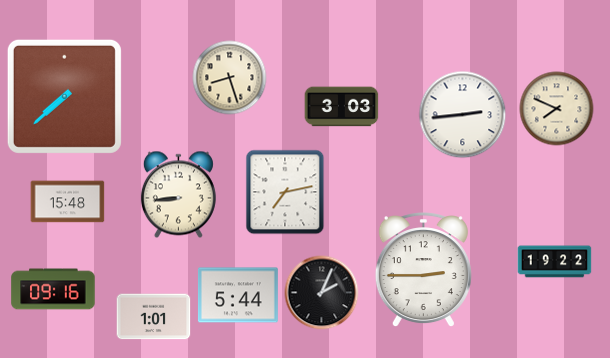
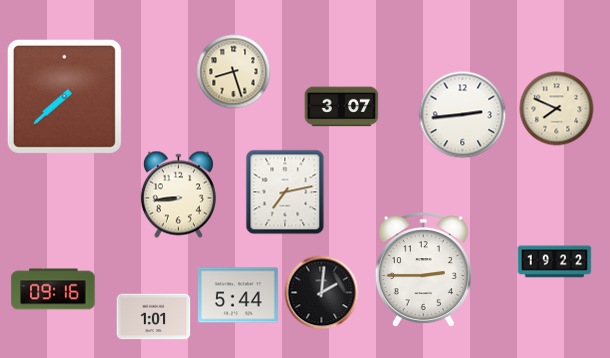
clock at (230, 78) position: (230, 78) -> (234, 72)
clock at (342, 107): 3:03 -> 3:07
clock at (68, 202): 15:48 -> none
clock at (322, 293): 2:04 -> 2:01
